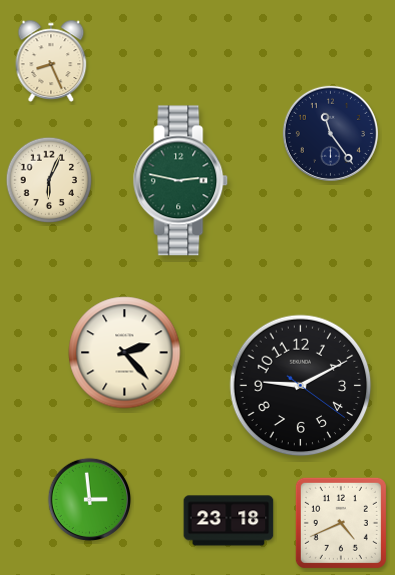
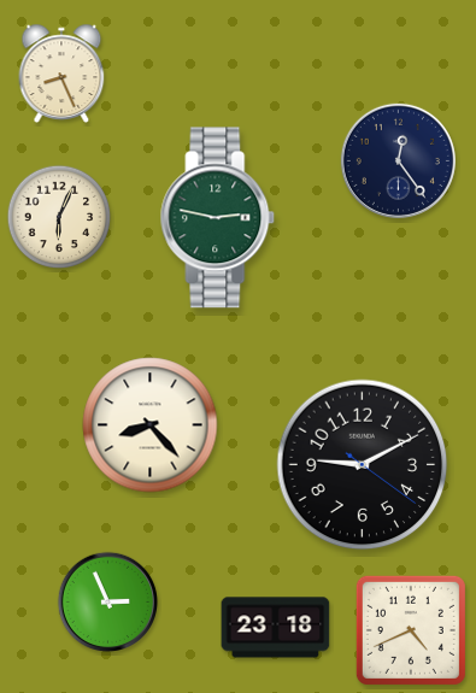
clock at (330, 133): 11:24 -> 12:24
clock at (125, 353): 2:23 -> 8:23
clock at (90, 500): 2:59 -> 2:56
